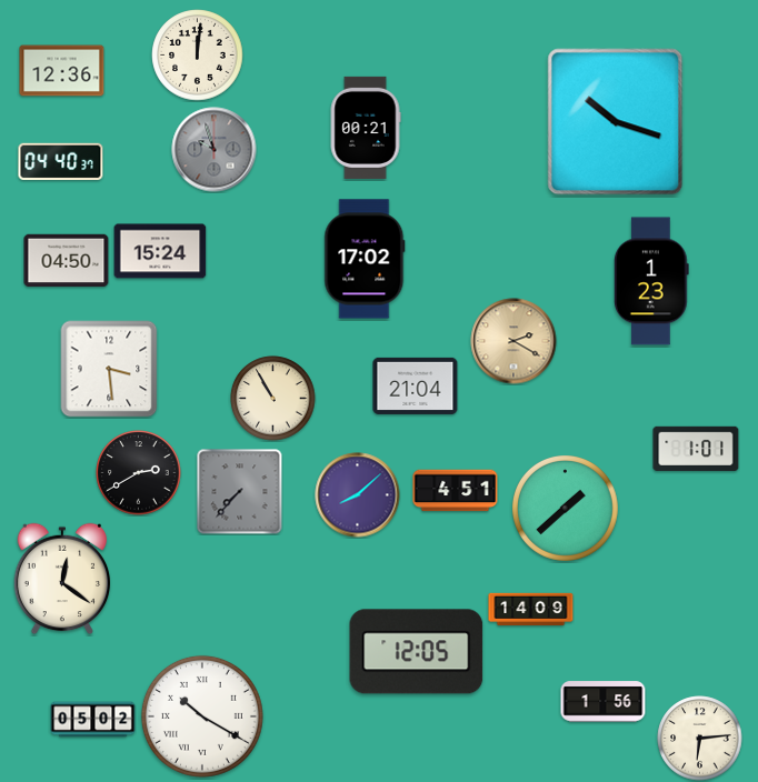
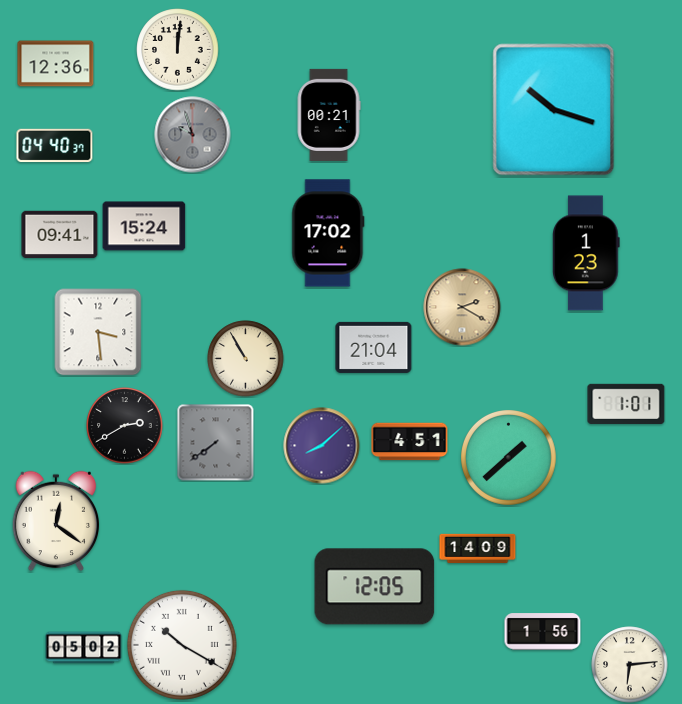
clock at (67, 261): 04:50 -> 09:41
clock at (240, 492): 7:37 -> 7:39
